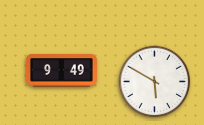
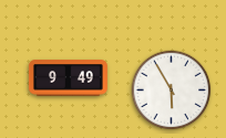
clock at (155, 82): 5:50 -> 5:55
